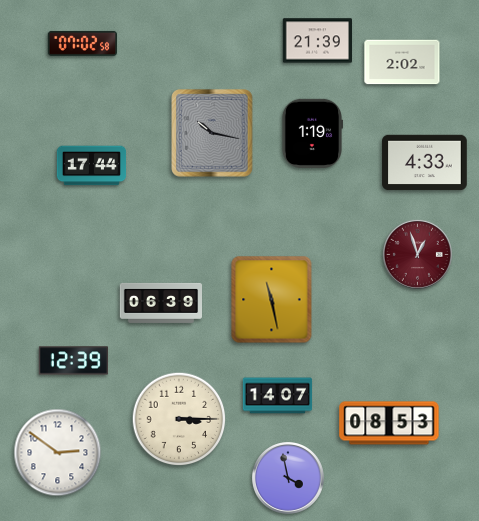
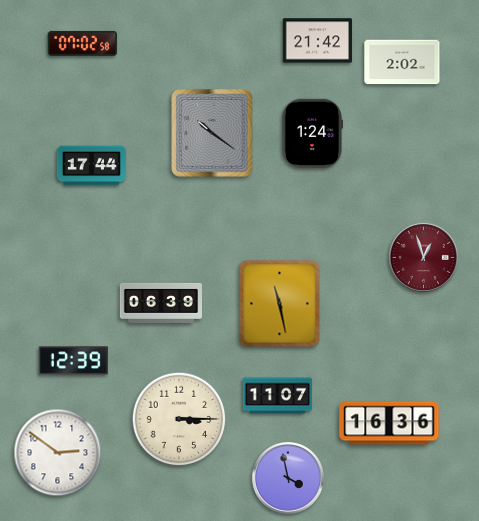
clock at (317, 41): 21:39 -> 21:42
clock at (212, 133): 10:17 -> 10:21
clock at (311, 133): 1:19 -> 1:24
clock at (425, 163): 4:33 -> none
clock at (417, 254) position: (417, 254) -> (423, 257)
clock at (272, 300) position: (272, 300) -> (280, 304)
clock at (278, 396): 14:07 -> 11:07
clock at (389, 423): 08:53 -> 16:36
